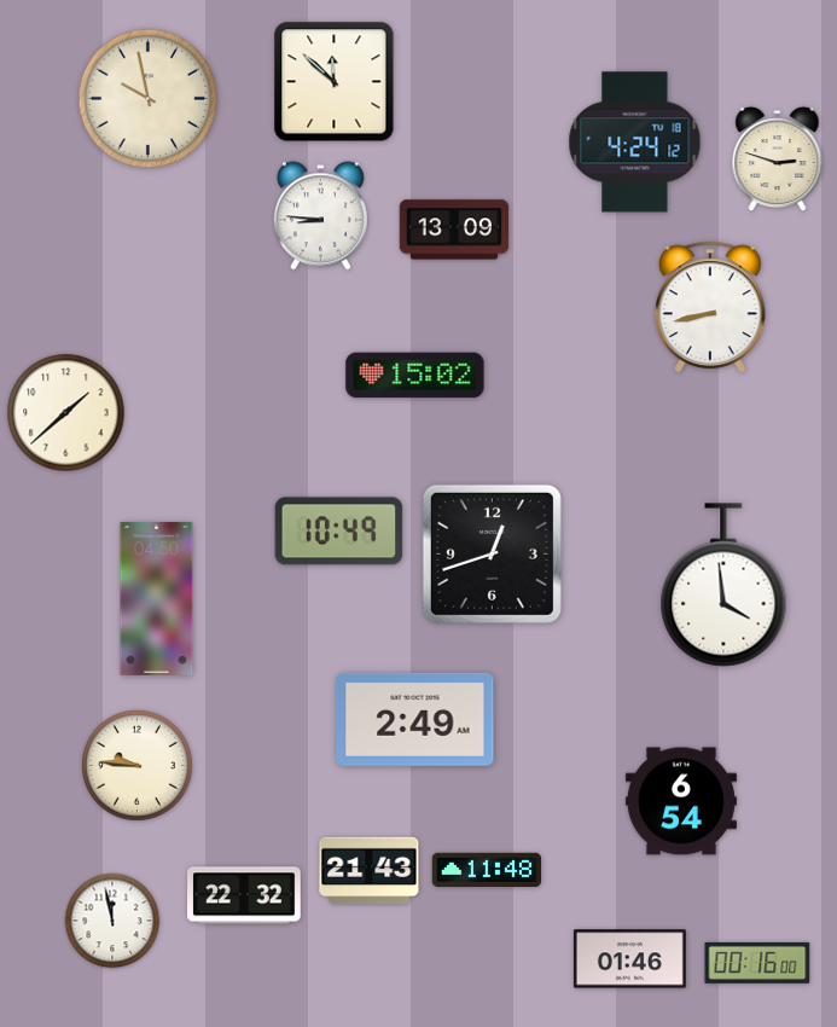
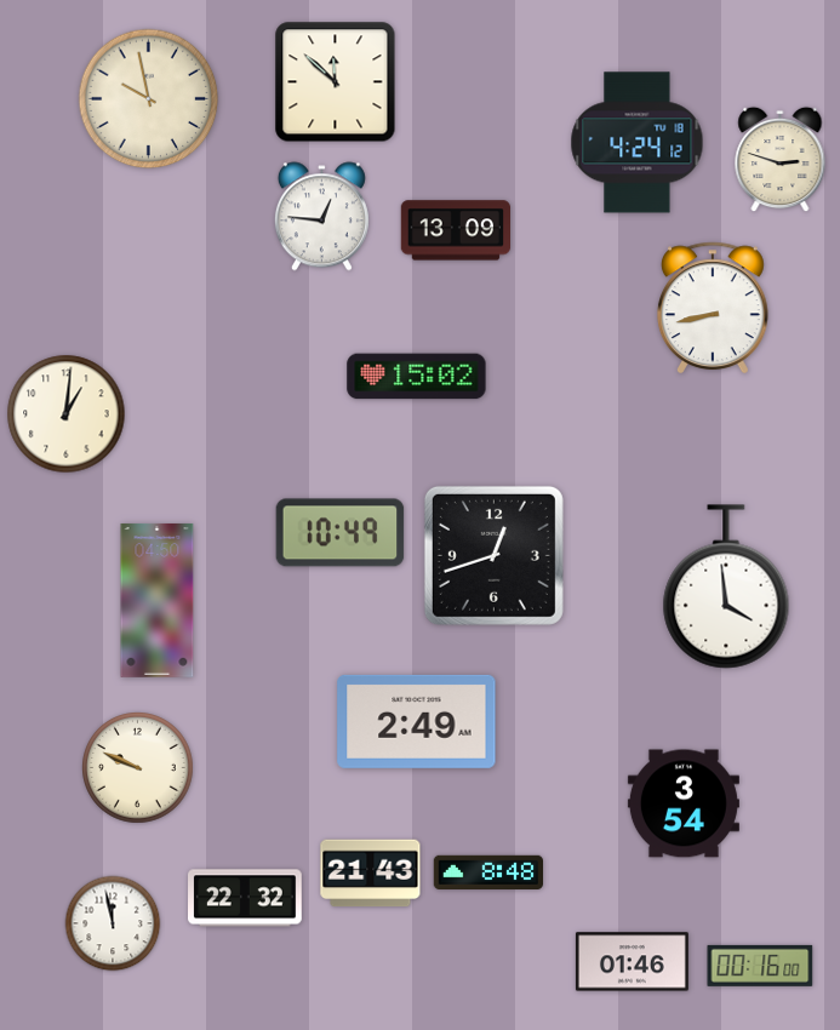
clock at (320, 216): 8:46 -> 12:46
clock at (66, 413): 1:38 -> 1:01
clock at (138, 766): 9:46 -> 9:49
clock at (681, 801): 6:54 -> 3:54
clock at (486, 869): 11:48 -> 8:48
